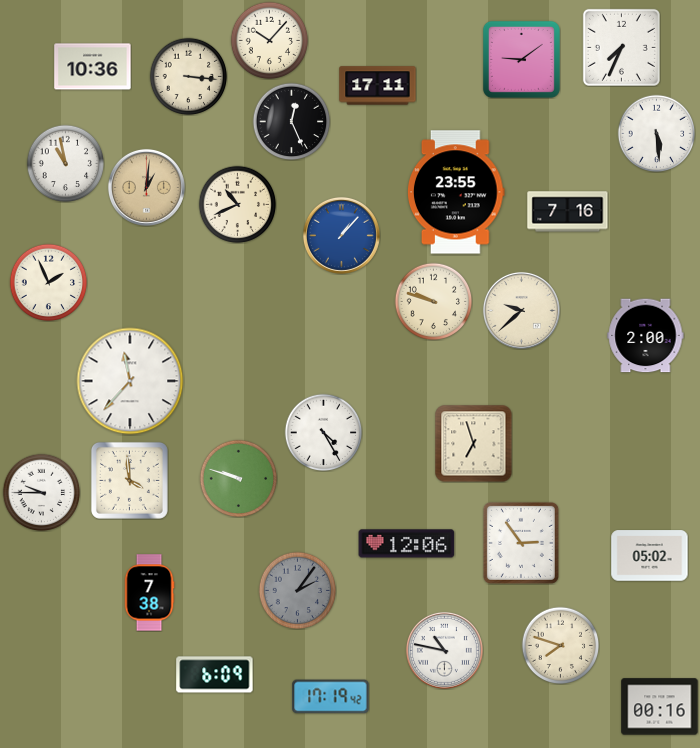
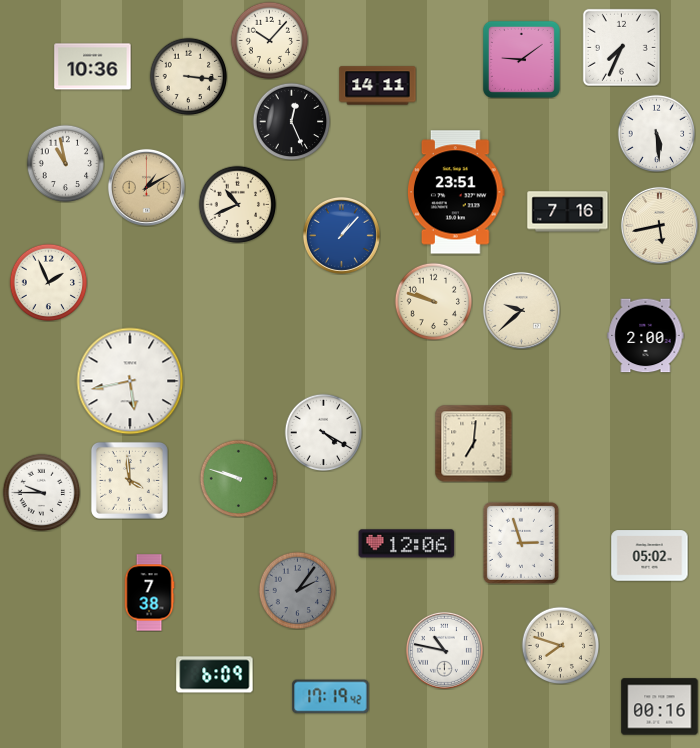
clock at (378, 86): 17:11 -> 14:11
clock at (146, 187): 1:01 -> 1:10
clock at (457, 192): 23:55 -> 23:51
clock at (659, 225): none -> 5:43
clock at (130, 381): 11:37 -> 5:43
clock at (323, 432): 4:25 -> 4:20
clock at (473, 443): 6:57 -> 7:01
clock at (521, 543): 2:54 -> 2:57
